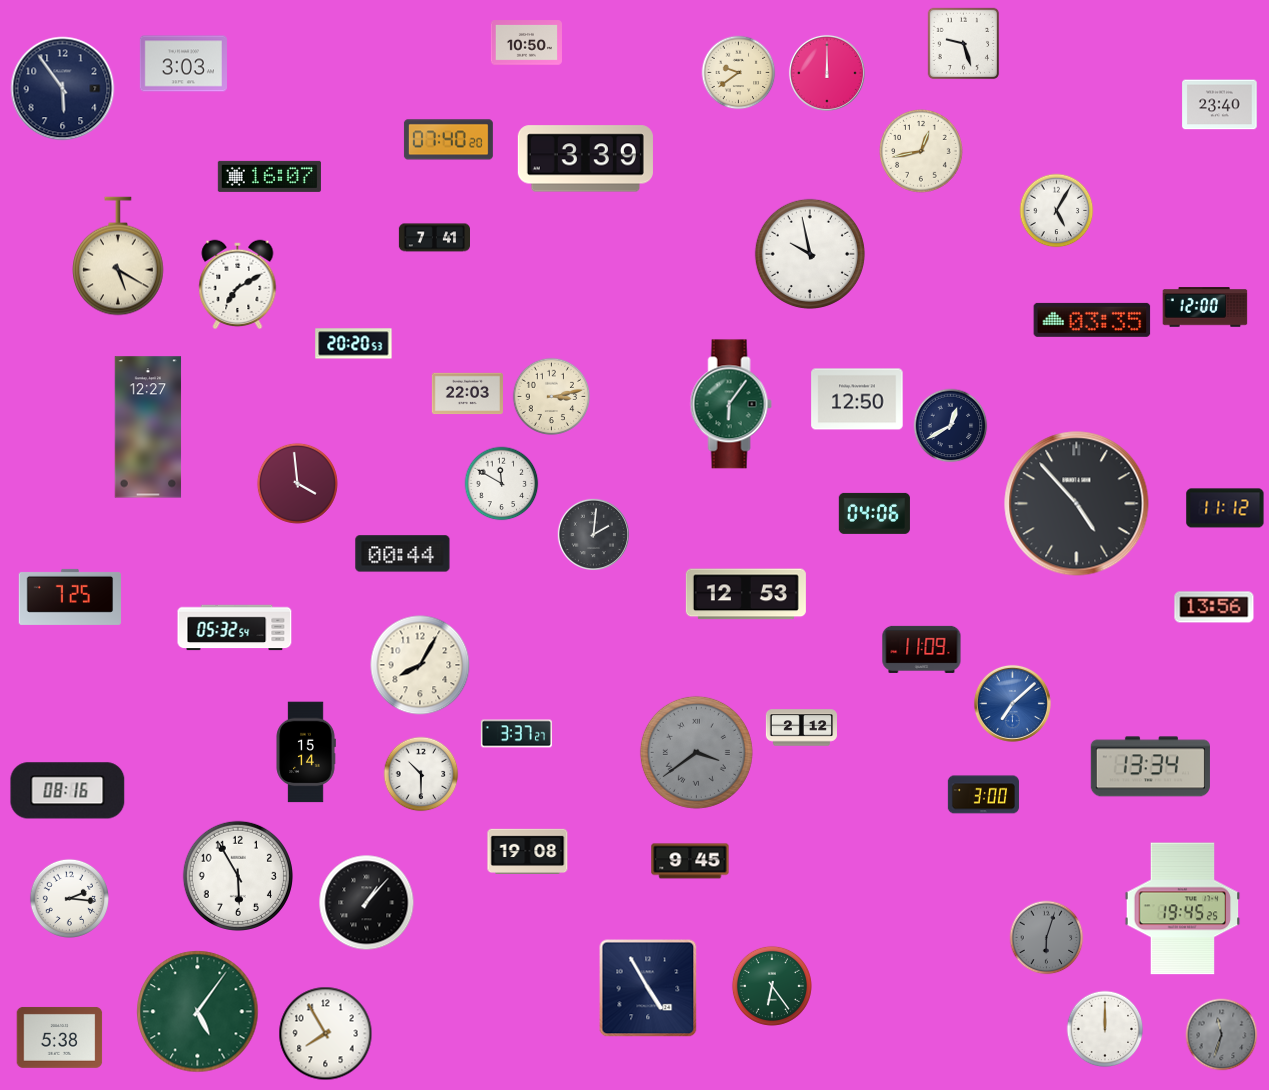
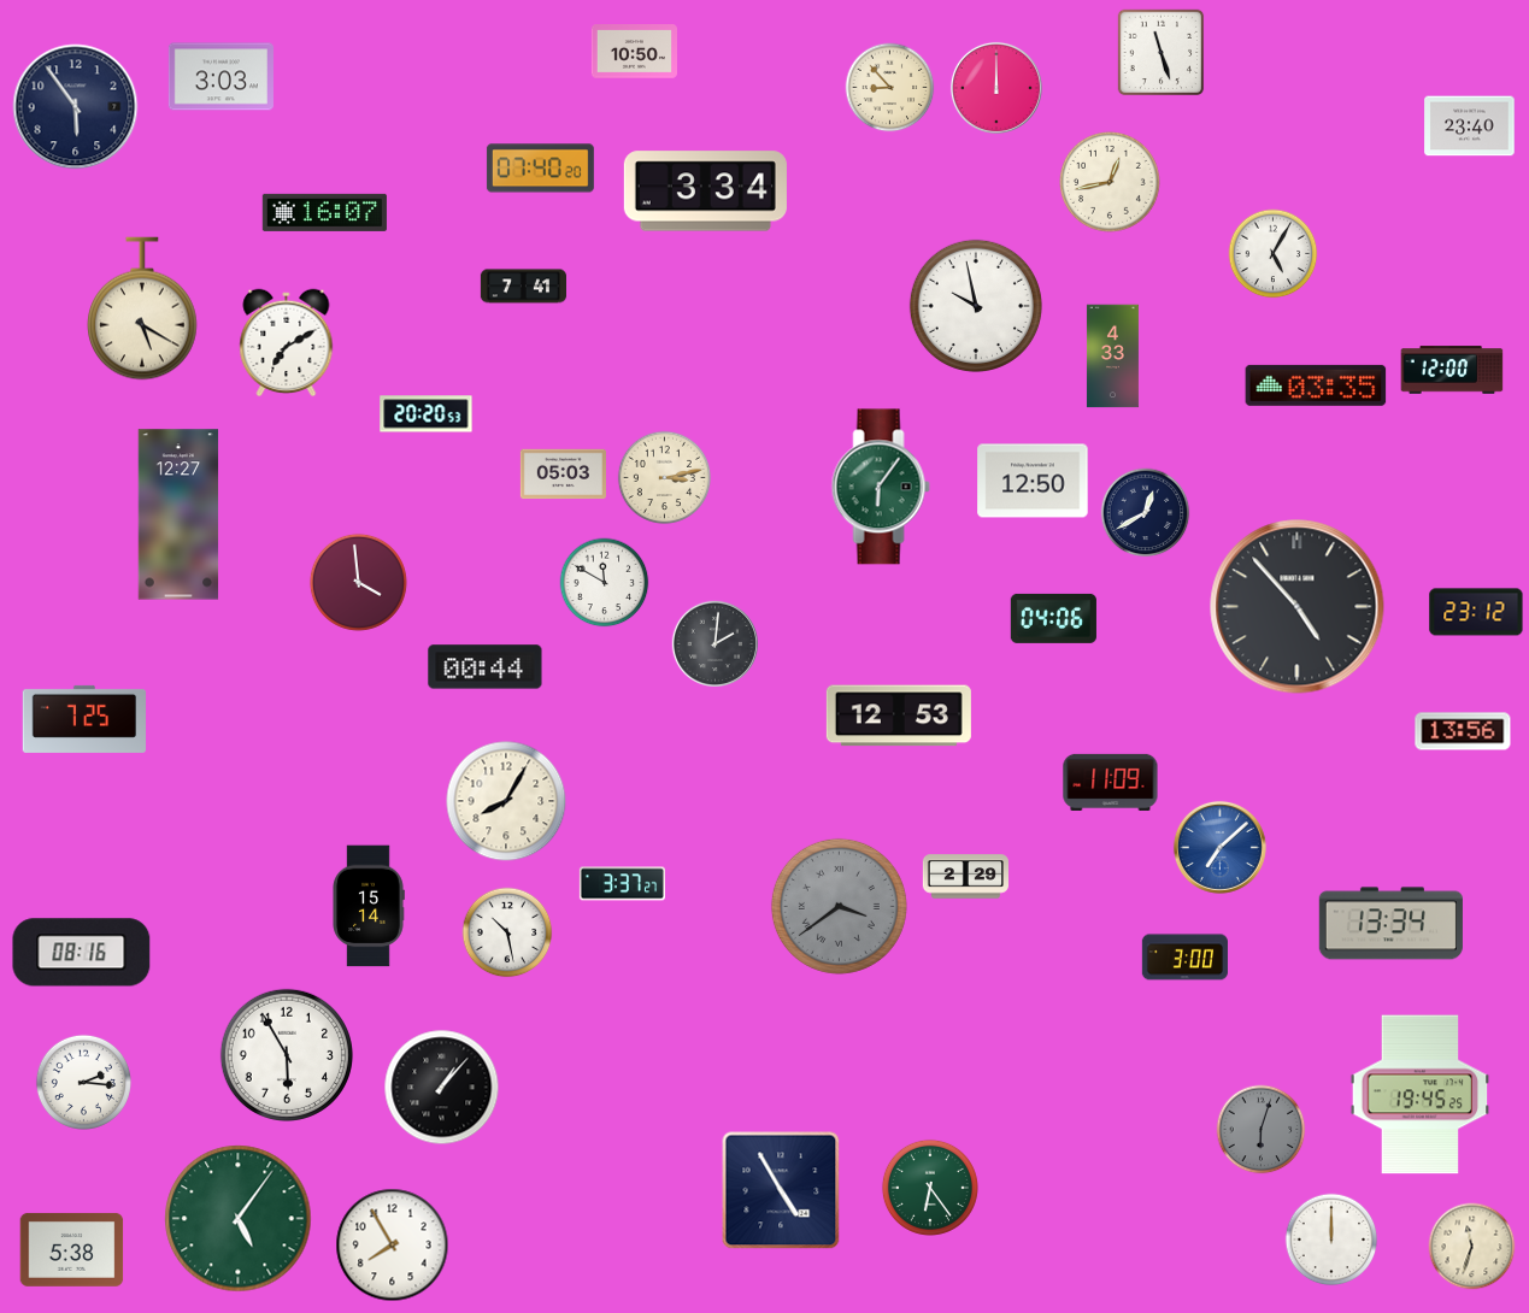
clock at (964, 44): 9:27 -> 11:27
clock at (739, 73): 9:39 -> 8:53
clock at (585, 159): 3:39 -> 3:34
clock at (1112, 357): none -> 4:33
clock at (467, 394): 22:03 -> 05:03
clock at (1225, 508): 11:12 -> 23:12
clock at (235, 628): 05:32 -> none
clock at (801, 728): 2:12 -> 2:29
clock at (1150, 767) position: (1150, 767) -> (1390, 924)
clock at (421, 774): 10:30 -> 10:28
clock at (528, 851): 19:08 -> none
clock at (690, 861): 9:45 -> none
clock at (1183, 909) position: (1183, 909) -> (1421, 1095)
clock at (1222, 1035) dial: grey -> cream
